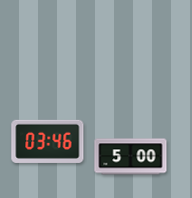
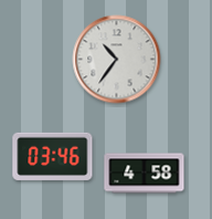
clock at (117, 60): none -> 10:36
clock at (131, 157): 5:00 -> 4:58
